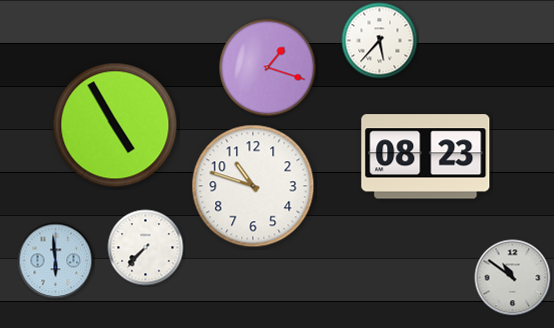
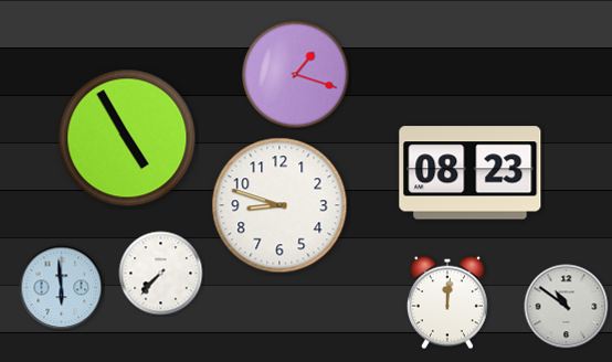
clock at (380, 41): 5:37 -> none
clock at (253, 186): 10:48 -> 8:48
clock at (447, 302): none -> 12:01
